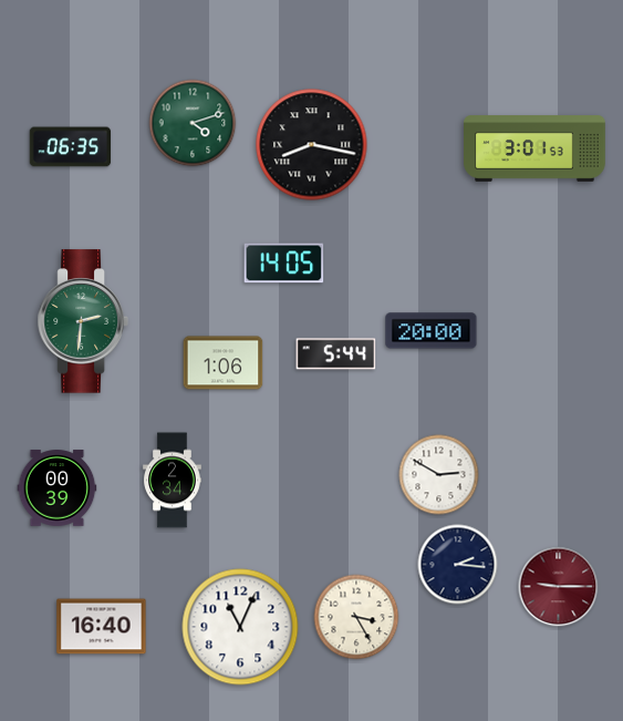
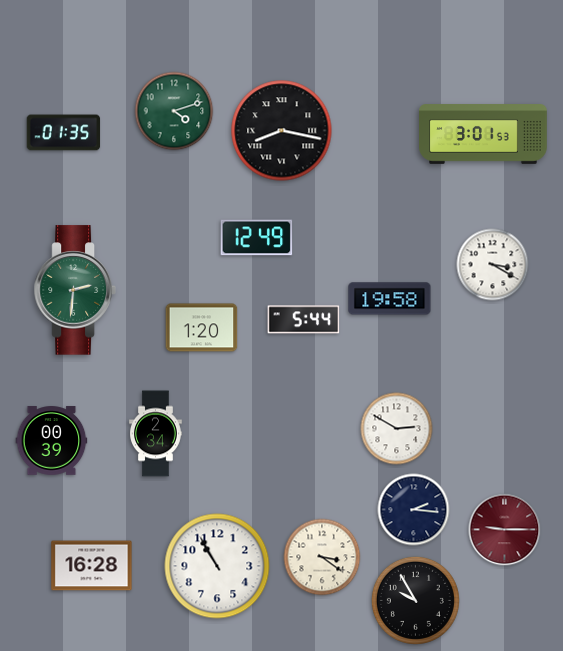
clock at (71, 147): 06:35 -> 01:35
clock at (284, 264): 14:05 -> 12:49
clock at (493, 265): none -> 3:20
clock at (432, 331): 20:00 -> 19:58
clock at (224, 363): 1:06 -> 1:20
clock at (356, 617): 3:25 -> 3:21
clock at (102, 627): 16:40 -> 16:28
clock at (240, 627): 11:04 -> 10:55
clock at (415, 600): none -> 9:55
